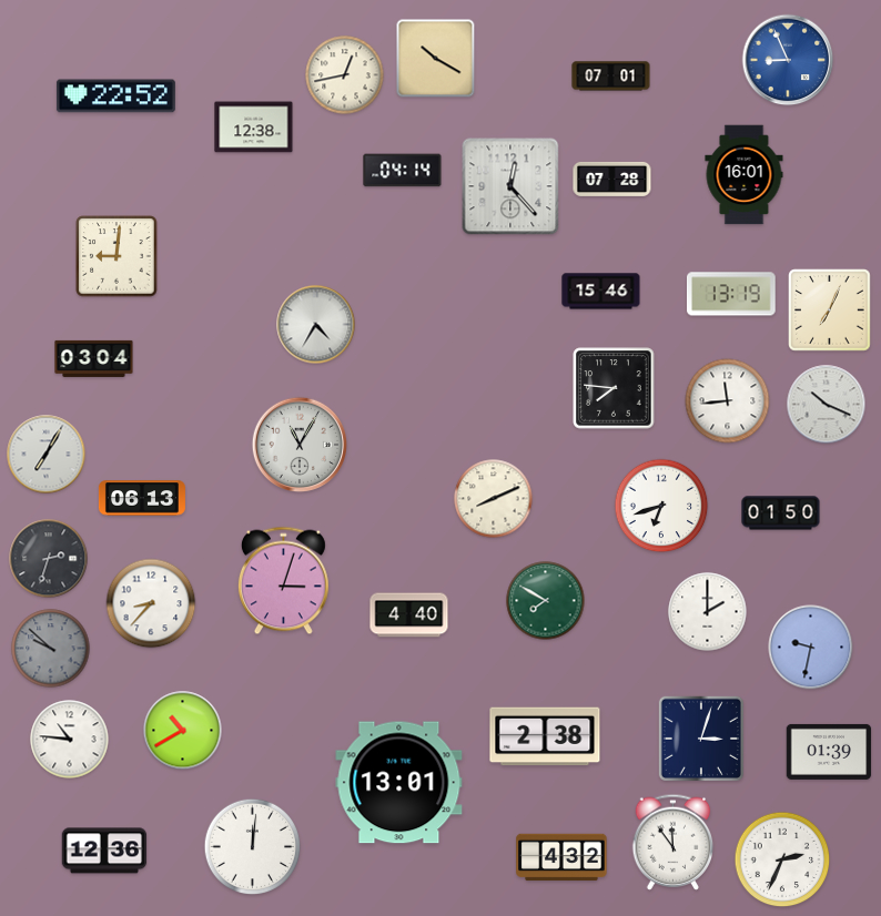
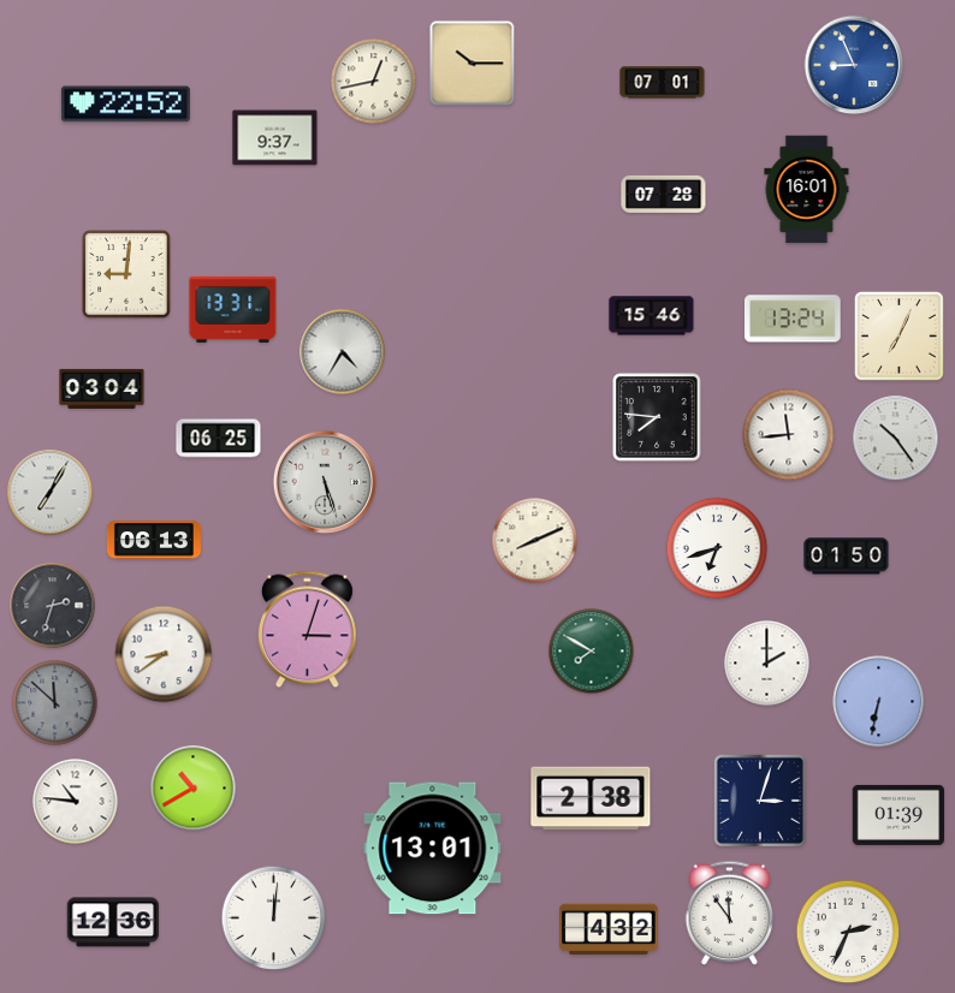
clock at (436, 59): 10:20 -> 10:15
clock at (254, 128): 12:38 -> 9:37
clock at (403, 171): 04:14 -> none
clock at (510, 186): 12:23 -> none
clock at (117, 256) position: (117, 256) -> (126, 274)
clock at (233, 309): none -> 13:31
clock at (732, 294): 13:19 -> 13:24
clock at (614, 388) position: (614, 388) -> (657, 417)
clock at (219, 439): none -> 06:25
clock at (827, 405): 10:19 -> 10:24
clock at (300, 445): 11:05 -> 5:27
clock at (151, 603): 8:37 -> 8:39
clock at (409, 615): 4:40 -> none
clock at (811, 648): 9:32 -> 6:32
clock at (51, 649): 9:52 -> 11:52
clock at (183, 731) position: (183, 731) -> (194, 789)
